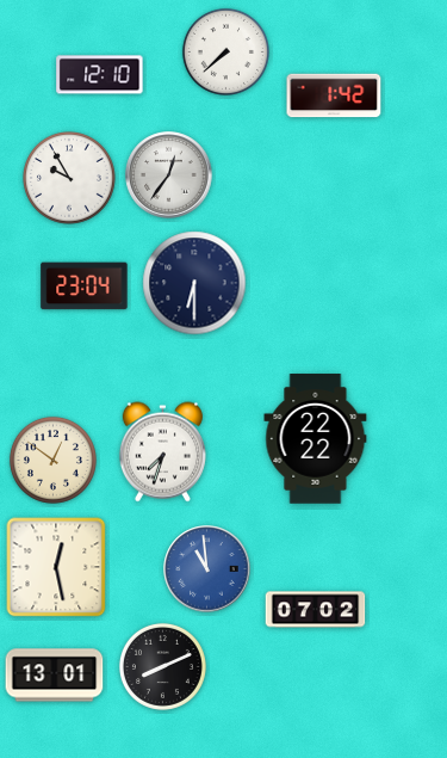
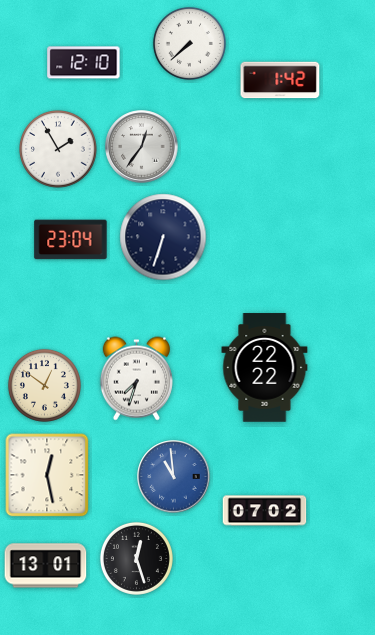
clock at (70, 179): 9:55 -> 1:55
clock at (194, 283): 6:30 -> 6:33
clock at (162, 666): 8:11 -> 12:27
